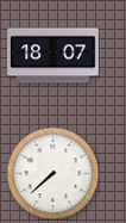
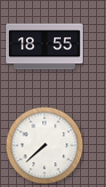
clock at (53, 56): 18:07 -> 18:55
